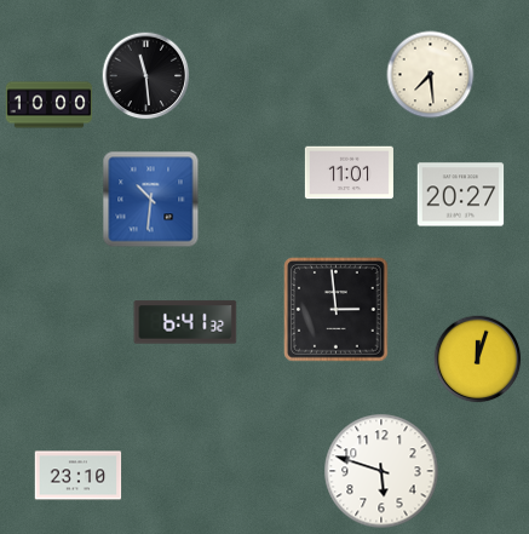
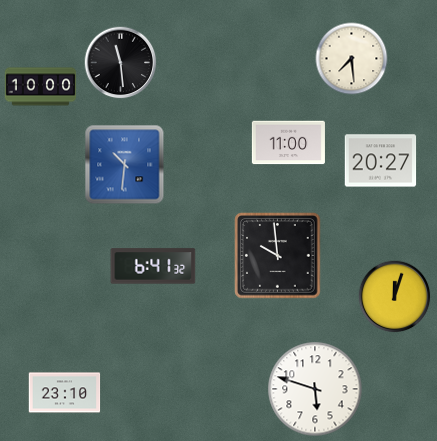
clock at (431, 75) position: (431, 75) -> (352, 59)
clock at (349, 173): 11:01 -> 11:00
clock at (337, 310): 2:59 -> 9:59
